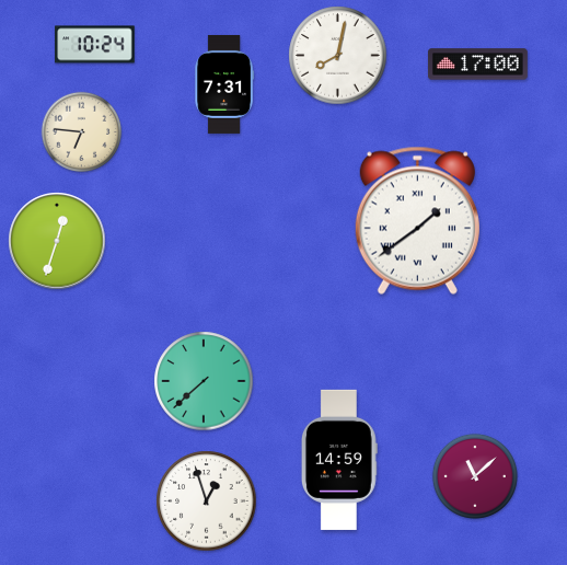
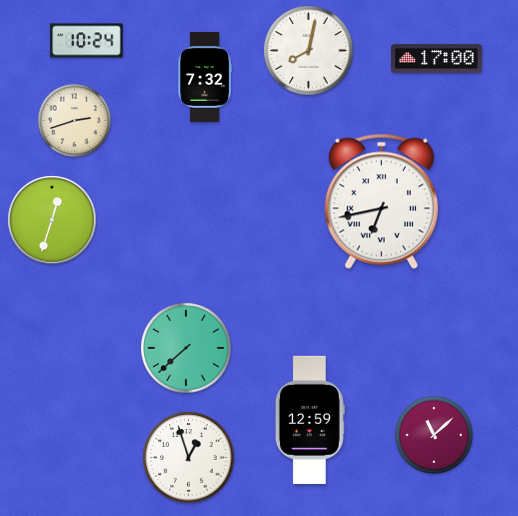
clock at (223, 84): 7:31 -> 7:32
clock at (82, 132): 6:46 -> 2:42
clock at (417, 220): 1:39 -> 6:43
clock at (339, 460): 14:59 -> 12:59
